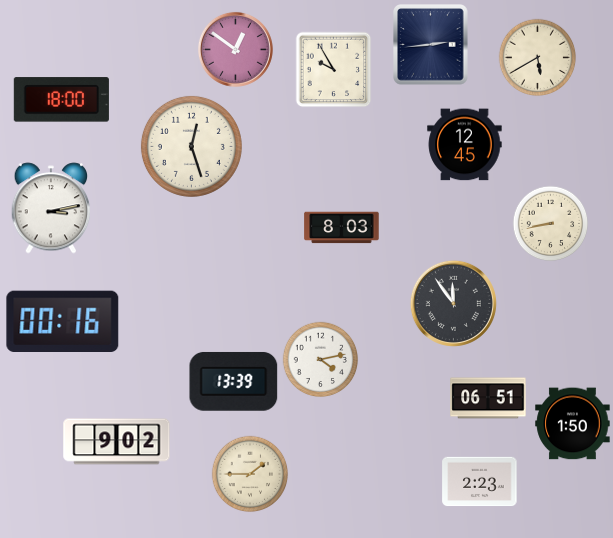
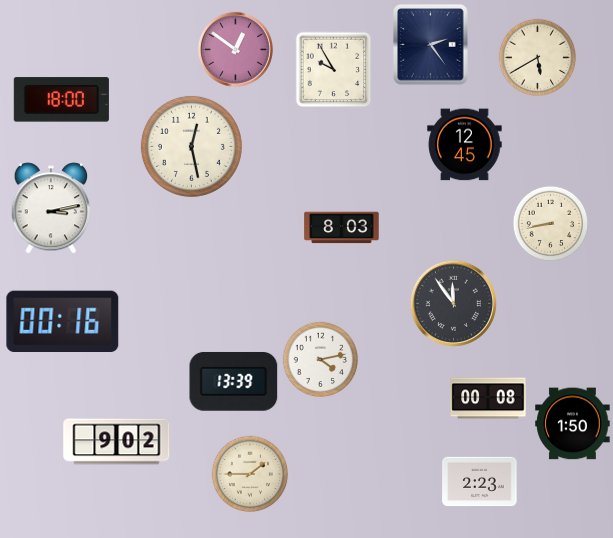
clock at (431, 45): 2:44 -> 2:24
clock at (191, 146): 12:27 -> 12:28
clock at (488, 398): 06:51 -> 00:08
